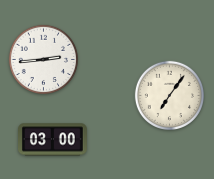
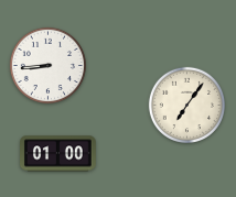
clock at (43, 59): 2:44 -> 8:44
clock at (53, 140): 03:00 -> 01:00
